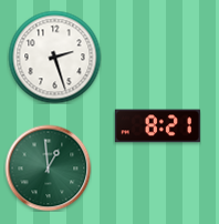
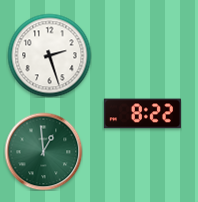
clock at (54, 57) position: (54, 57) -> (49, 55)
clock at (157, 126): 8:21 -> 8:22
